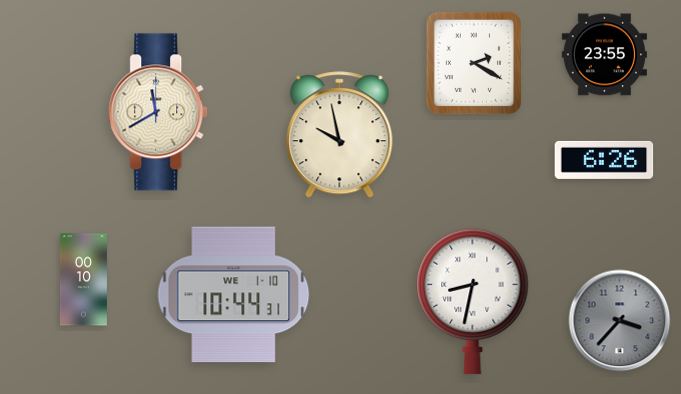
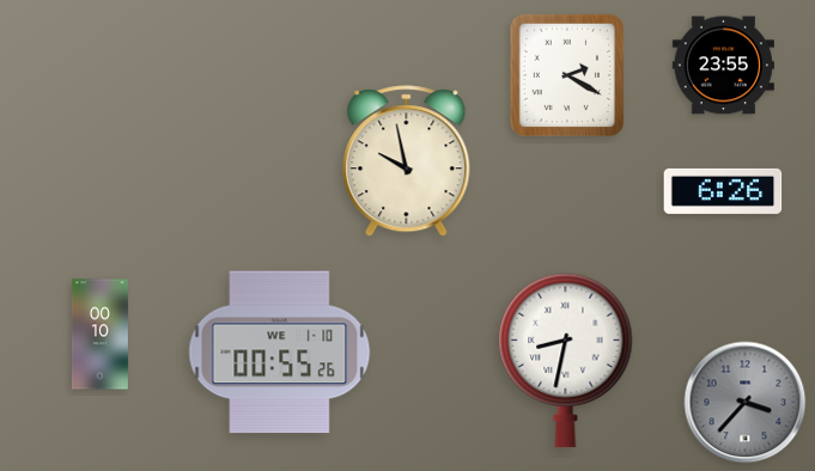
clock at (159, 112): 11:40 -> none
clock at (234, 295): 10:44 -> 00:55
clock at (620, 321) position: (620, 321) -> (746, 403)
